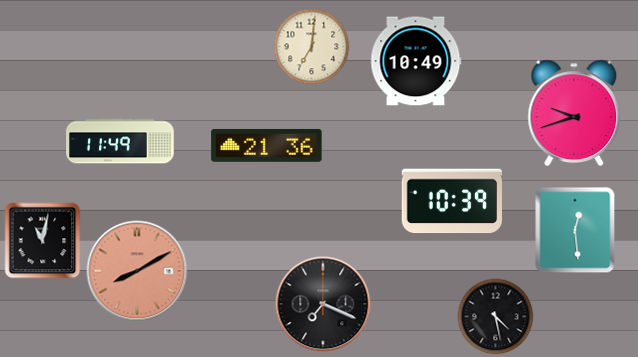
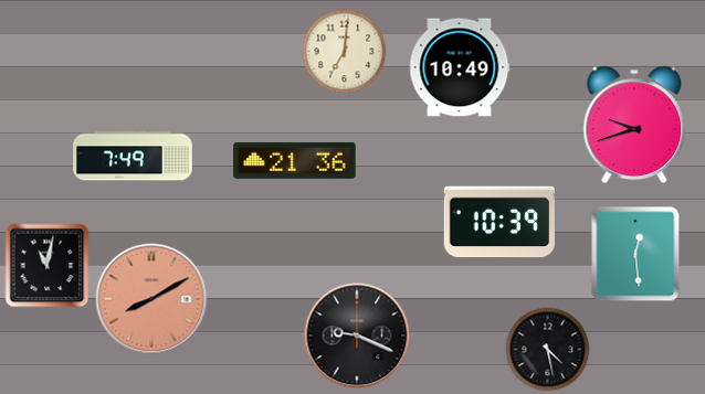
clock at (120, 141): 11:49 -> 7:49
clock at (323, 304): 7:19 -> 9:19
